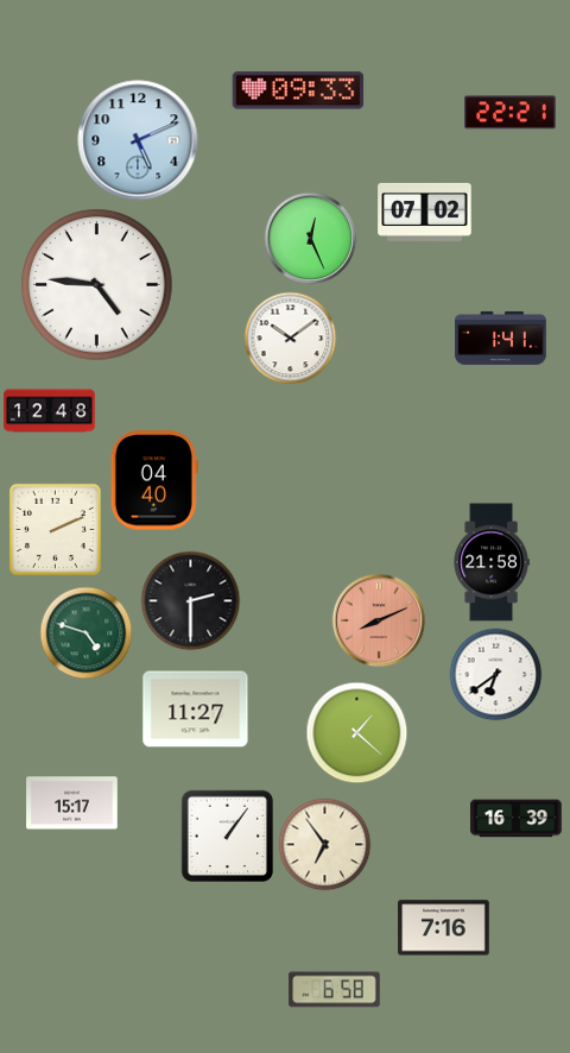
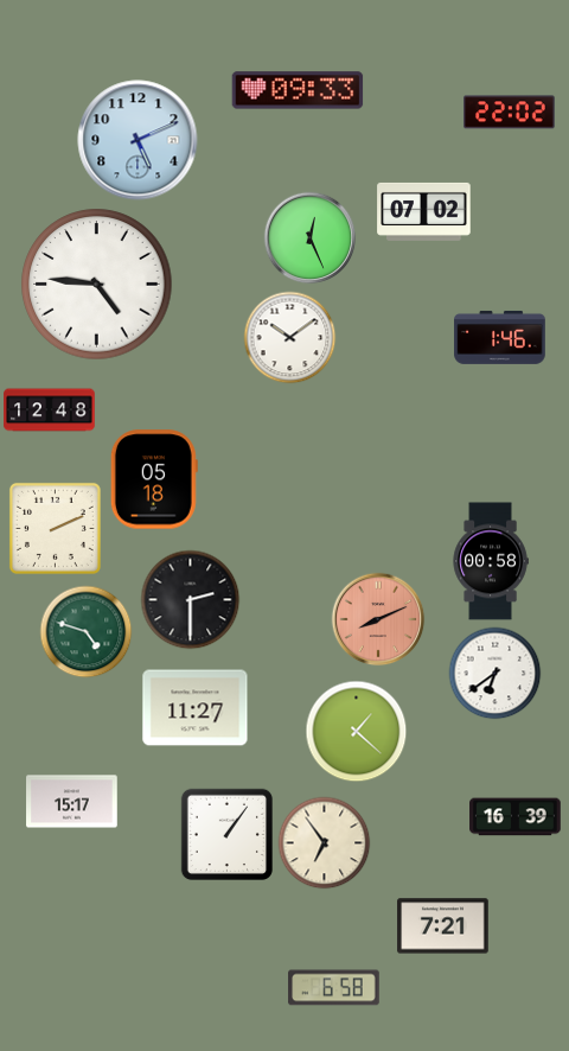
clock at (511, 113): 22:21 -> 22:02
clock at (501, 338): 1:41 -> 1:46
clock at (154, 480): 04:40 -> 05:18
clock at (492, 562): 21:58 -> 00:58
clock at (444, 928): 7:16 -> 7:21
